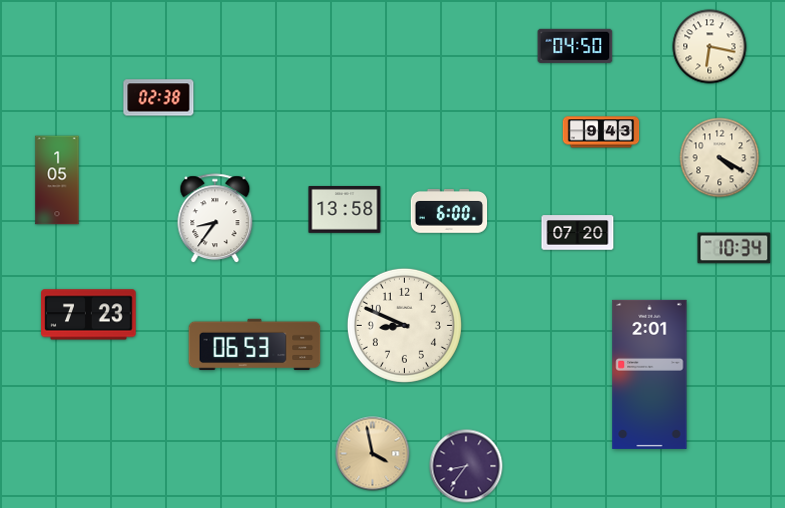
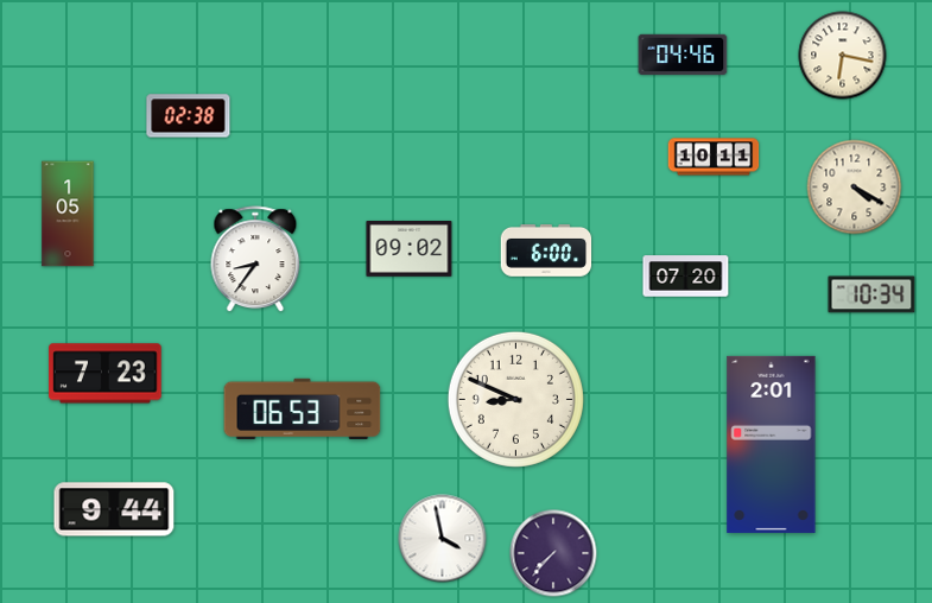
clock at (575, 46): 04:50 -> 04:46
clock at (601, 132): 9:43 -> 10:11
clock at (345, 210): 13:58 -> 09:02
clock at (449, 212) position: (449, 212) -> (546, 252)
clock at (404, 325) position: (404, 325) -> (515, 399)
clock at (114, 509): none -> 9:44
clock at (373, 454) dial: champagne -> white
clock at (466, 466): 8:36 -> 7:37
